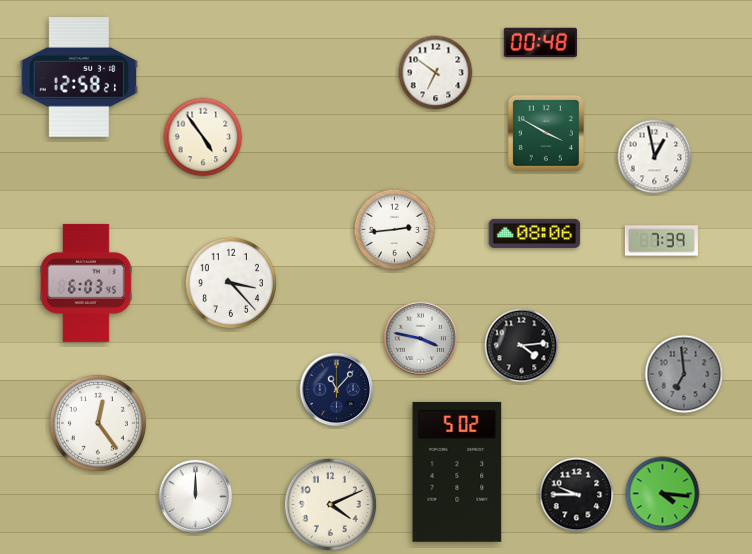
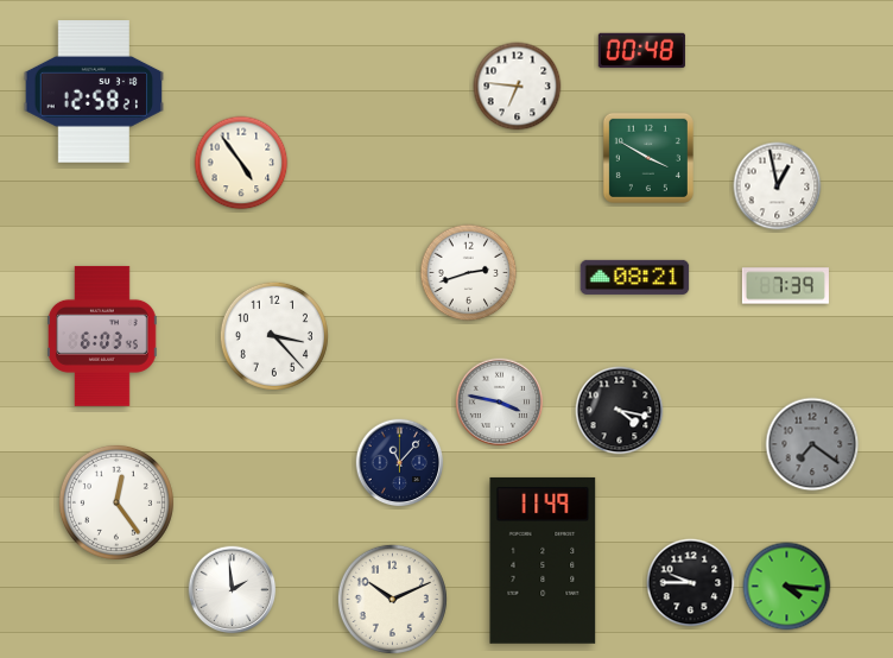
clock at (436, 73): 6:51 -> 6:46
clock at (395, 230): 2:44 -> 2:42
clock at (535, 233): 08:06 -> 08:21
clock at (522, 346): 4:14 -> 4:17
clock at (684, 374): 6:59 -> 7:21
clock at (457, 472): 5:02 -> 11:49
clock at (577, 495) position: (577, 495) -> (691, 583)
clock at (196, 497): 12:00 -> 1:59
clock at (330, 504): 4:11 -> 10:11
